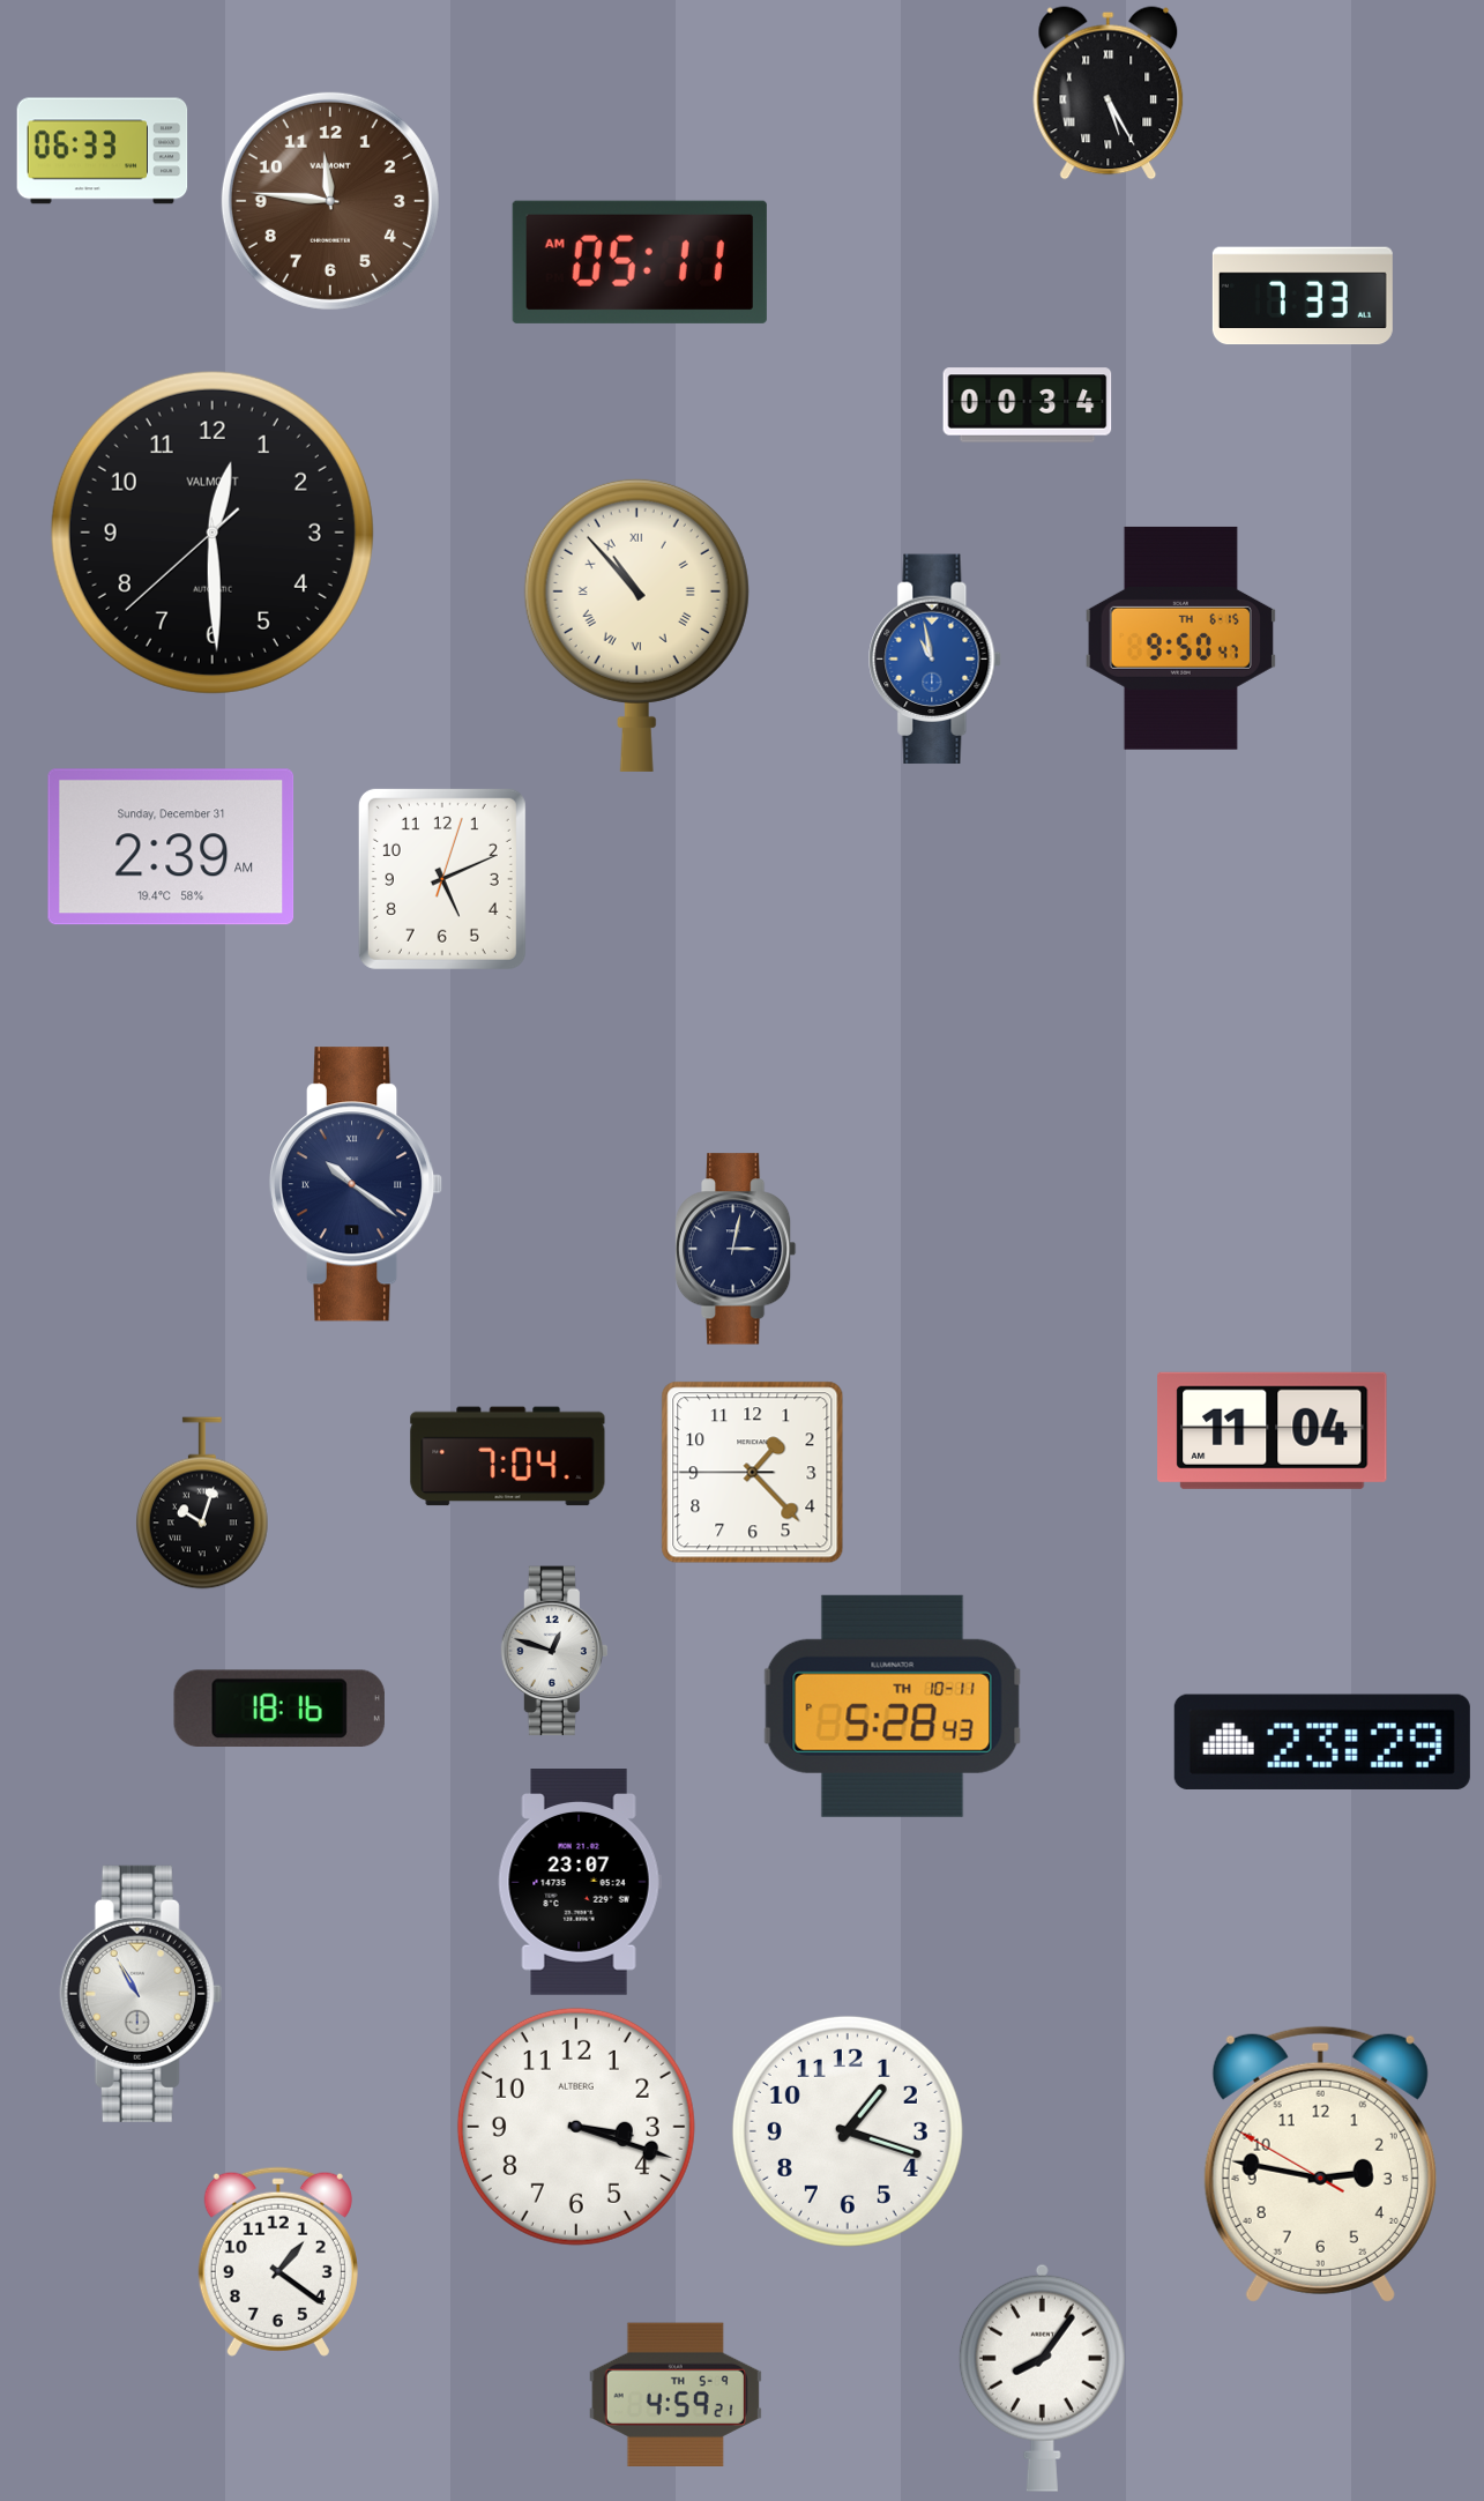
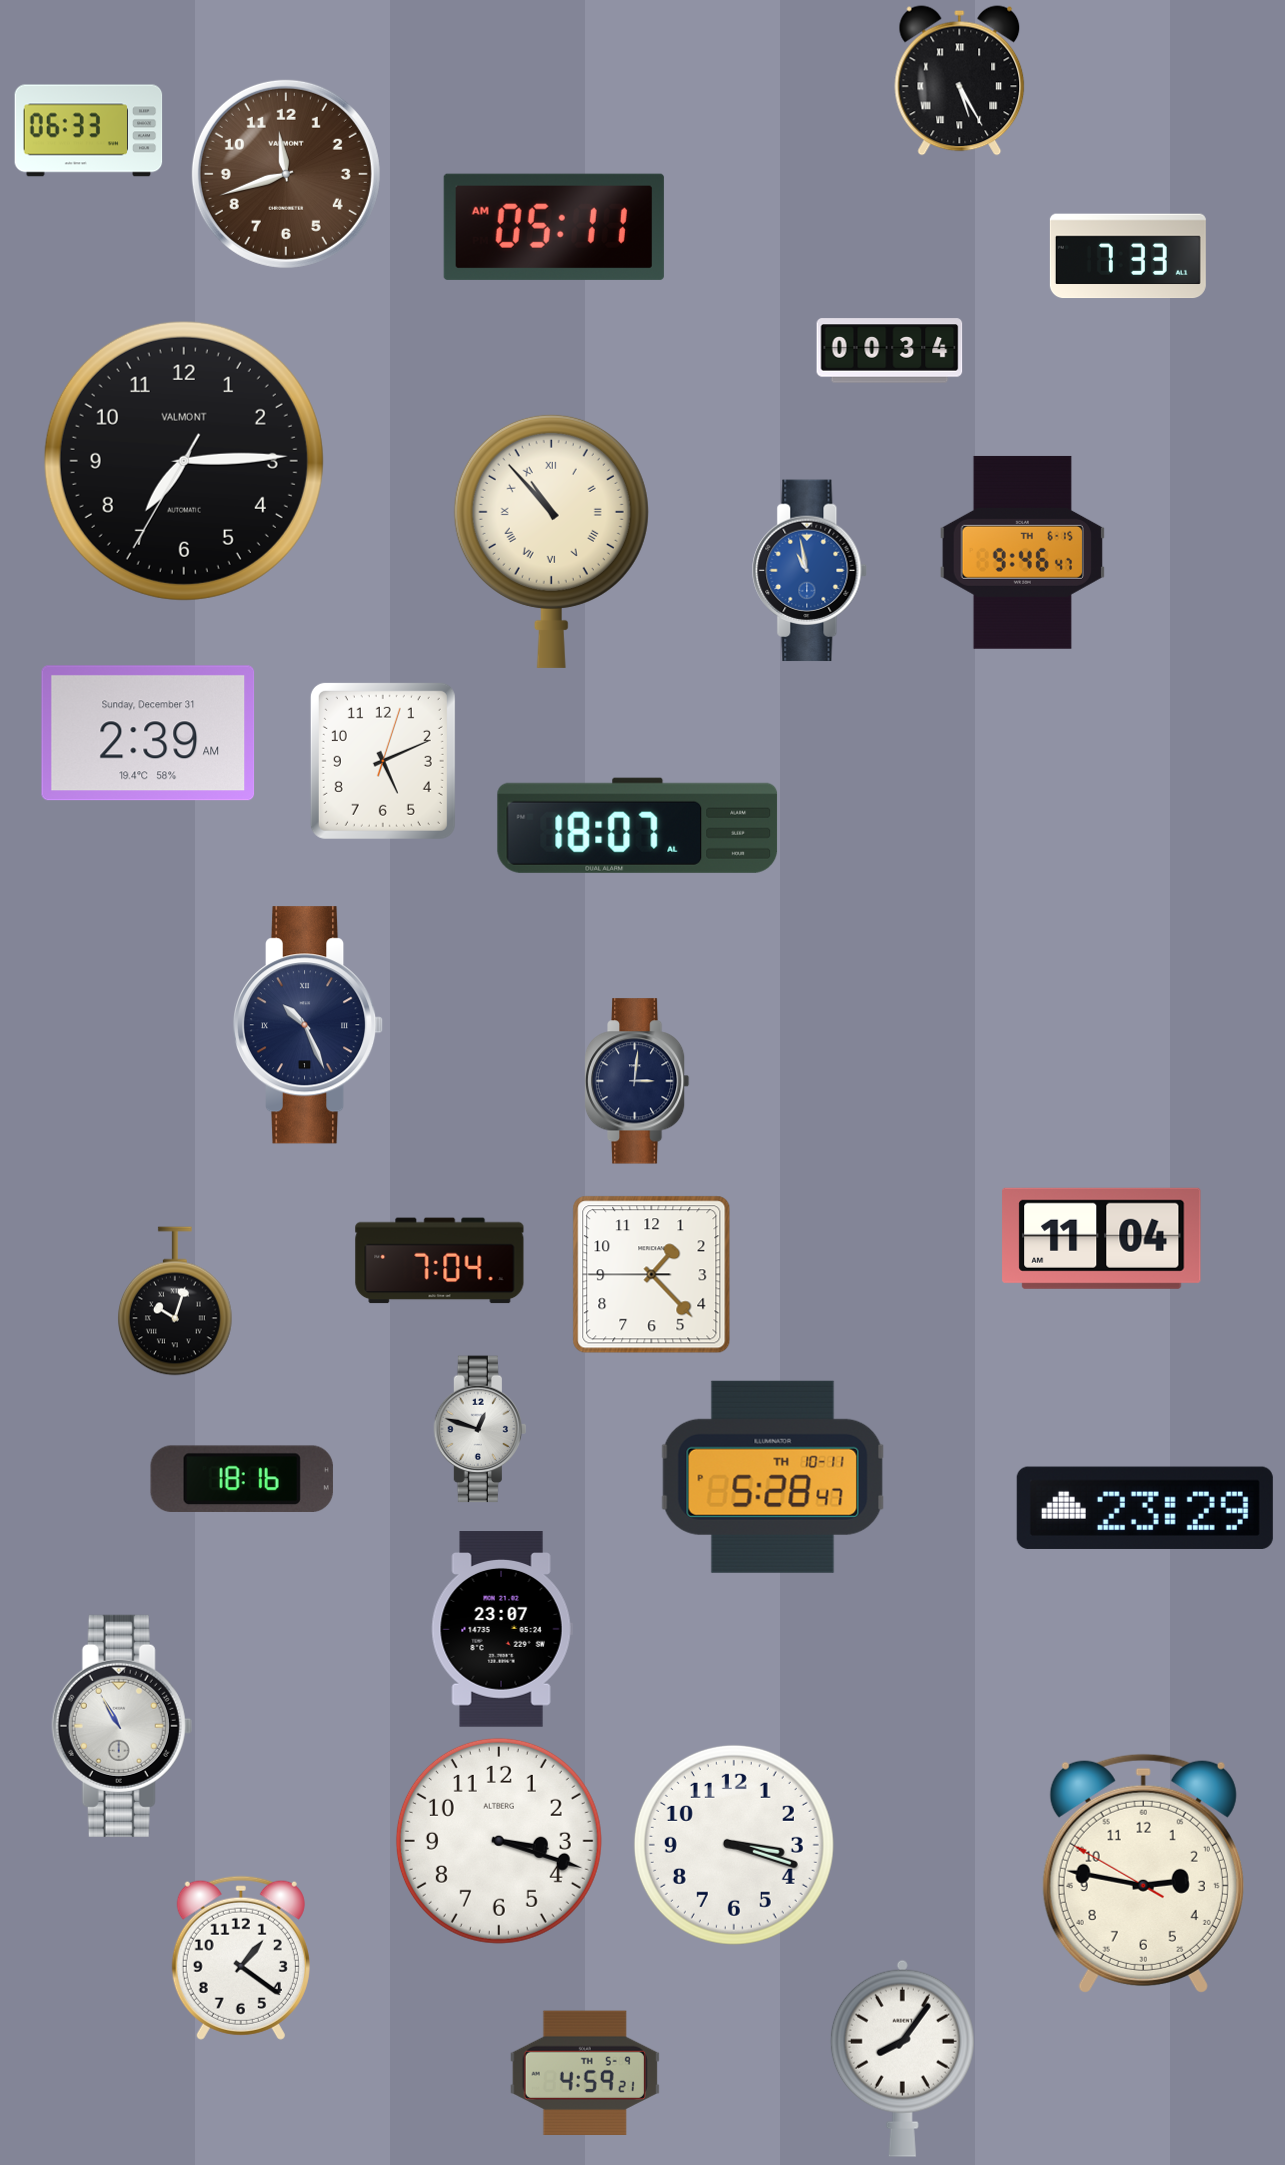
clock at (330, 201): 11:46 -> 11:42
clock at (212, 533): 12:29 -> 7:14
clock at (1180, 638): 9:50 -> 9:46
clock at (638, 825): none -> 18:07
clock at (356, 1184): 10:21 -> 10:26
clock at (736, 1249): 3:02 -> 3:01
clock at (893, 1706): 5:28:43 PM -> 5:28:47 PM
clock at (848, 2131): 1:18 -> 3:18
